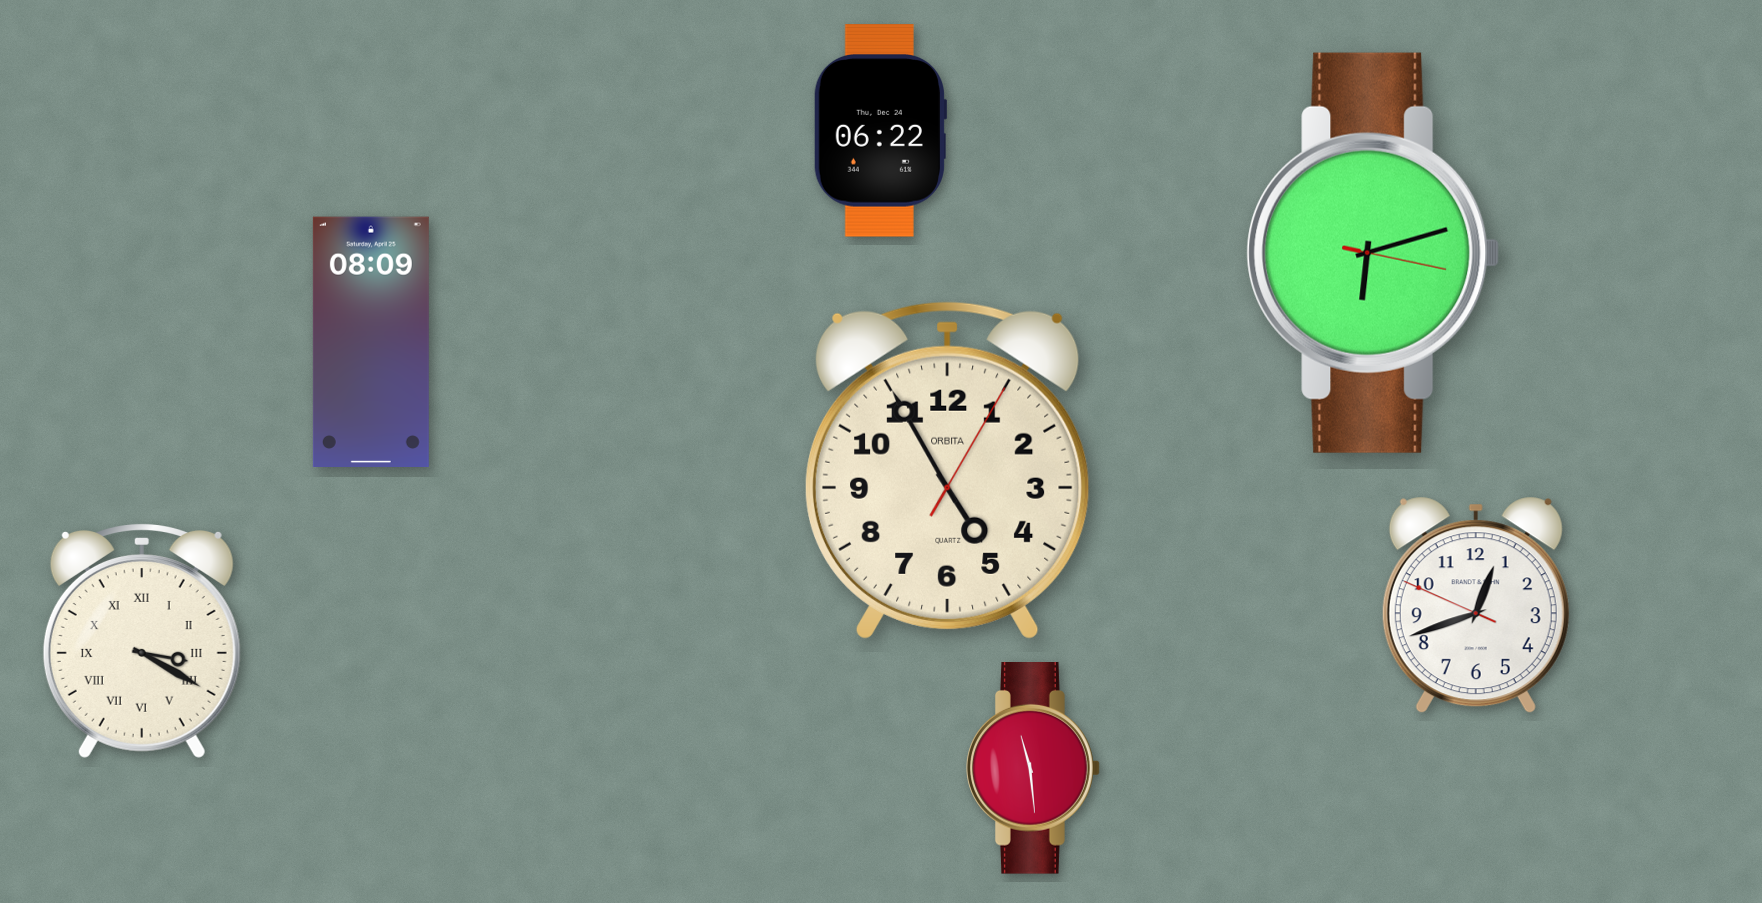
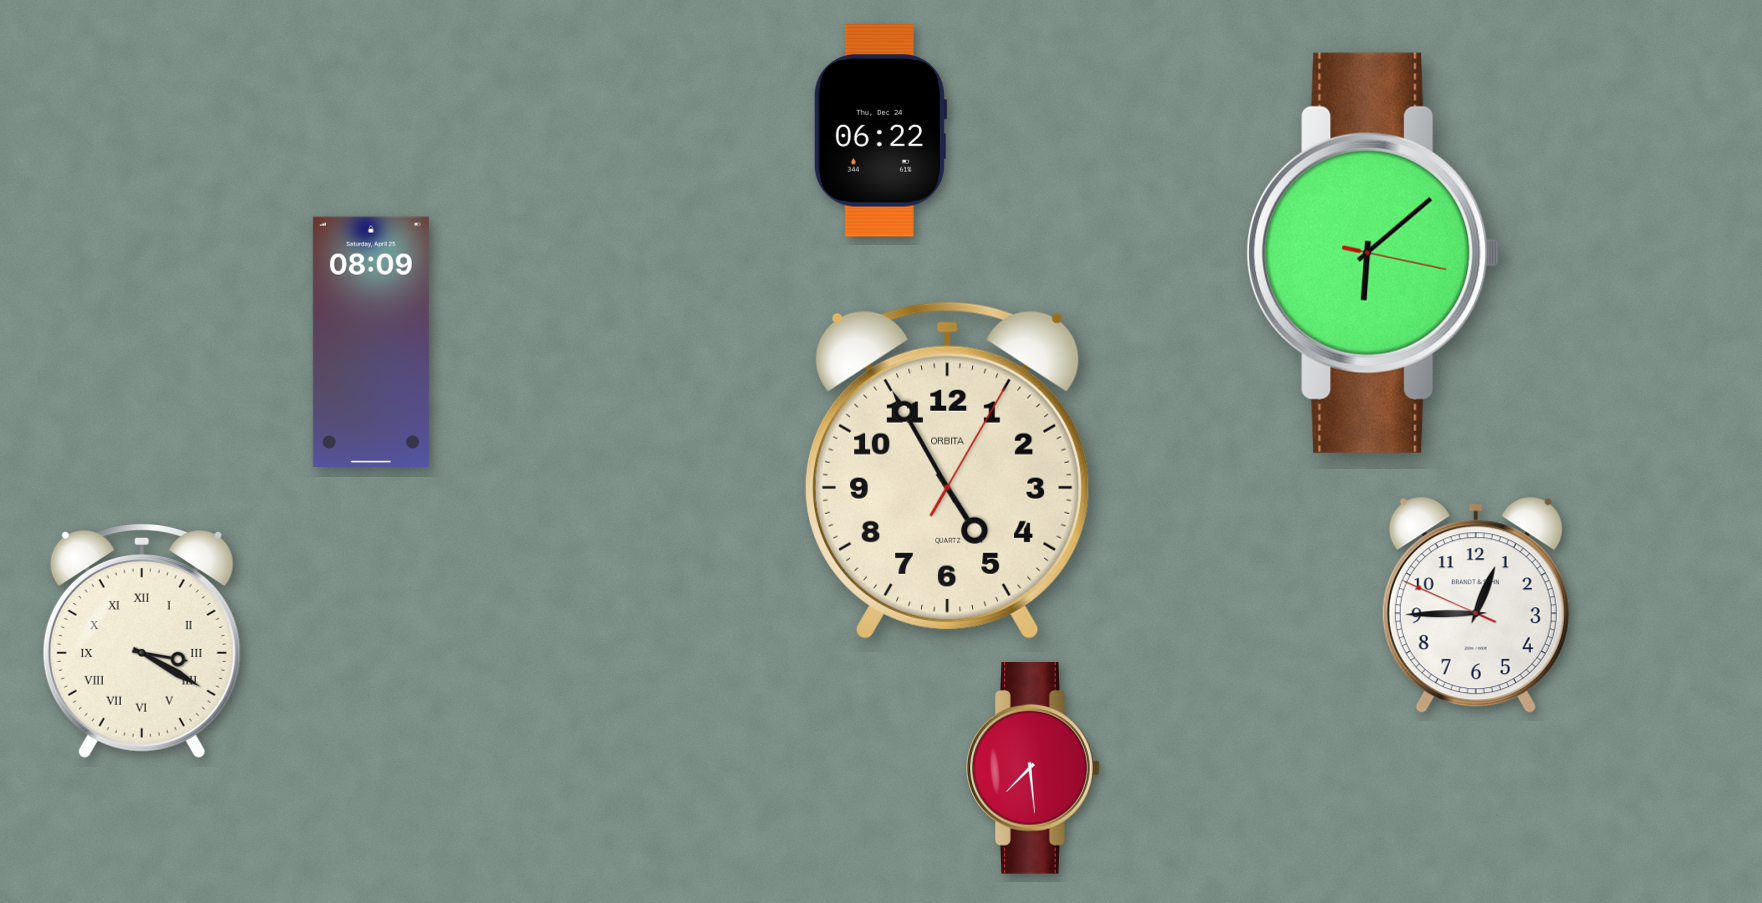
clock at (1373, 253): 6:12 -> 6:08
clock at (1476, 605): 12:41 -> 12:44
clock at (1033, 769): 11:29 -> 7:29
